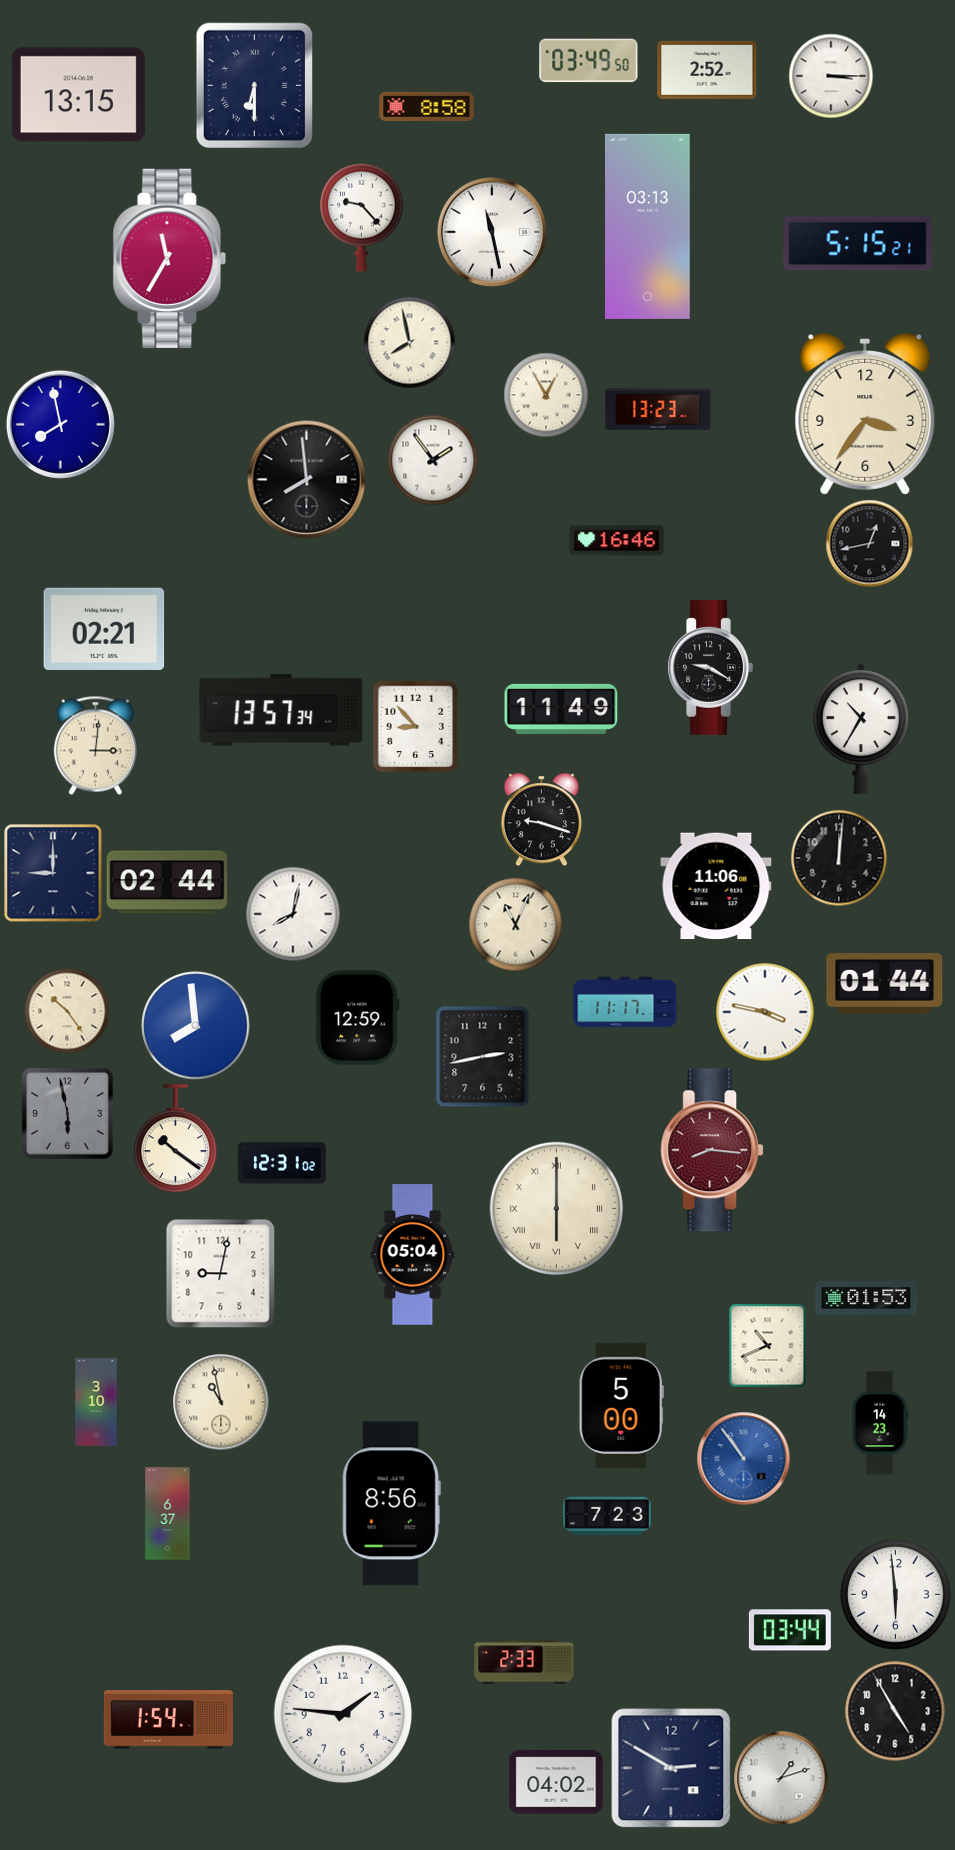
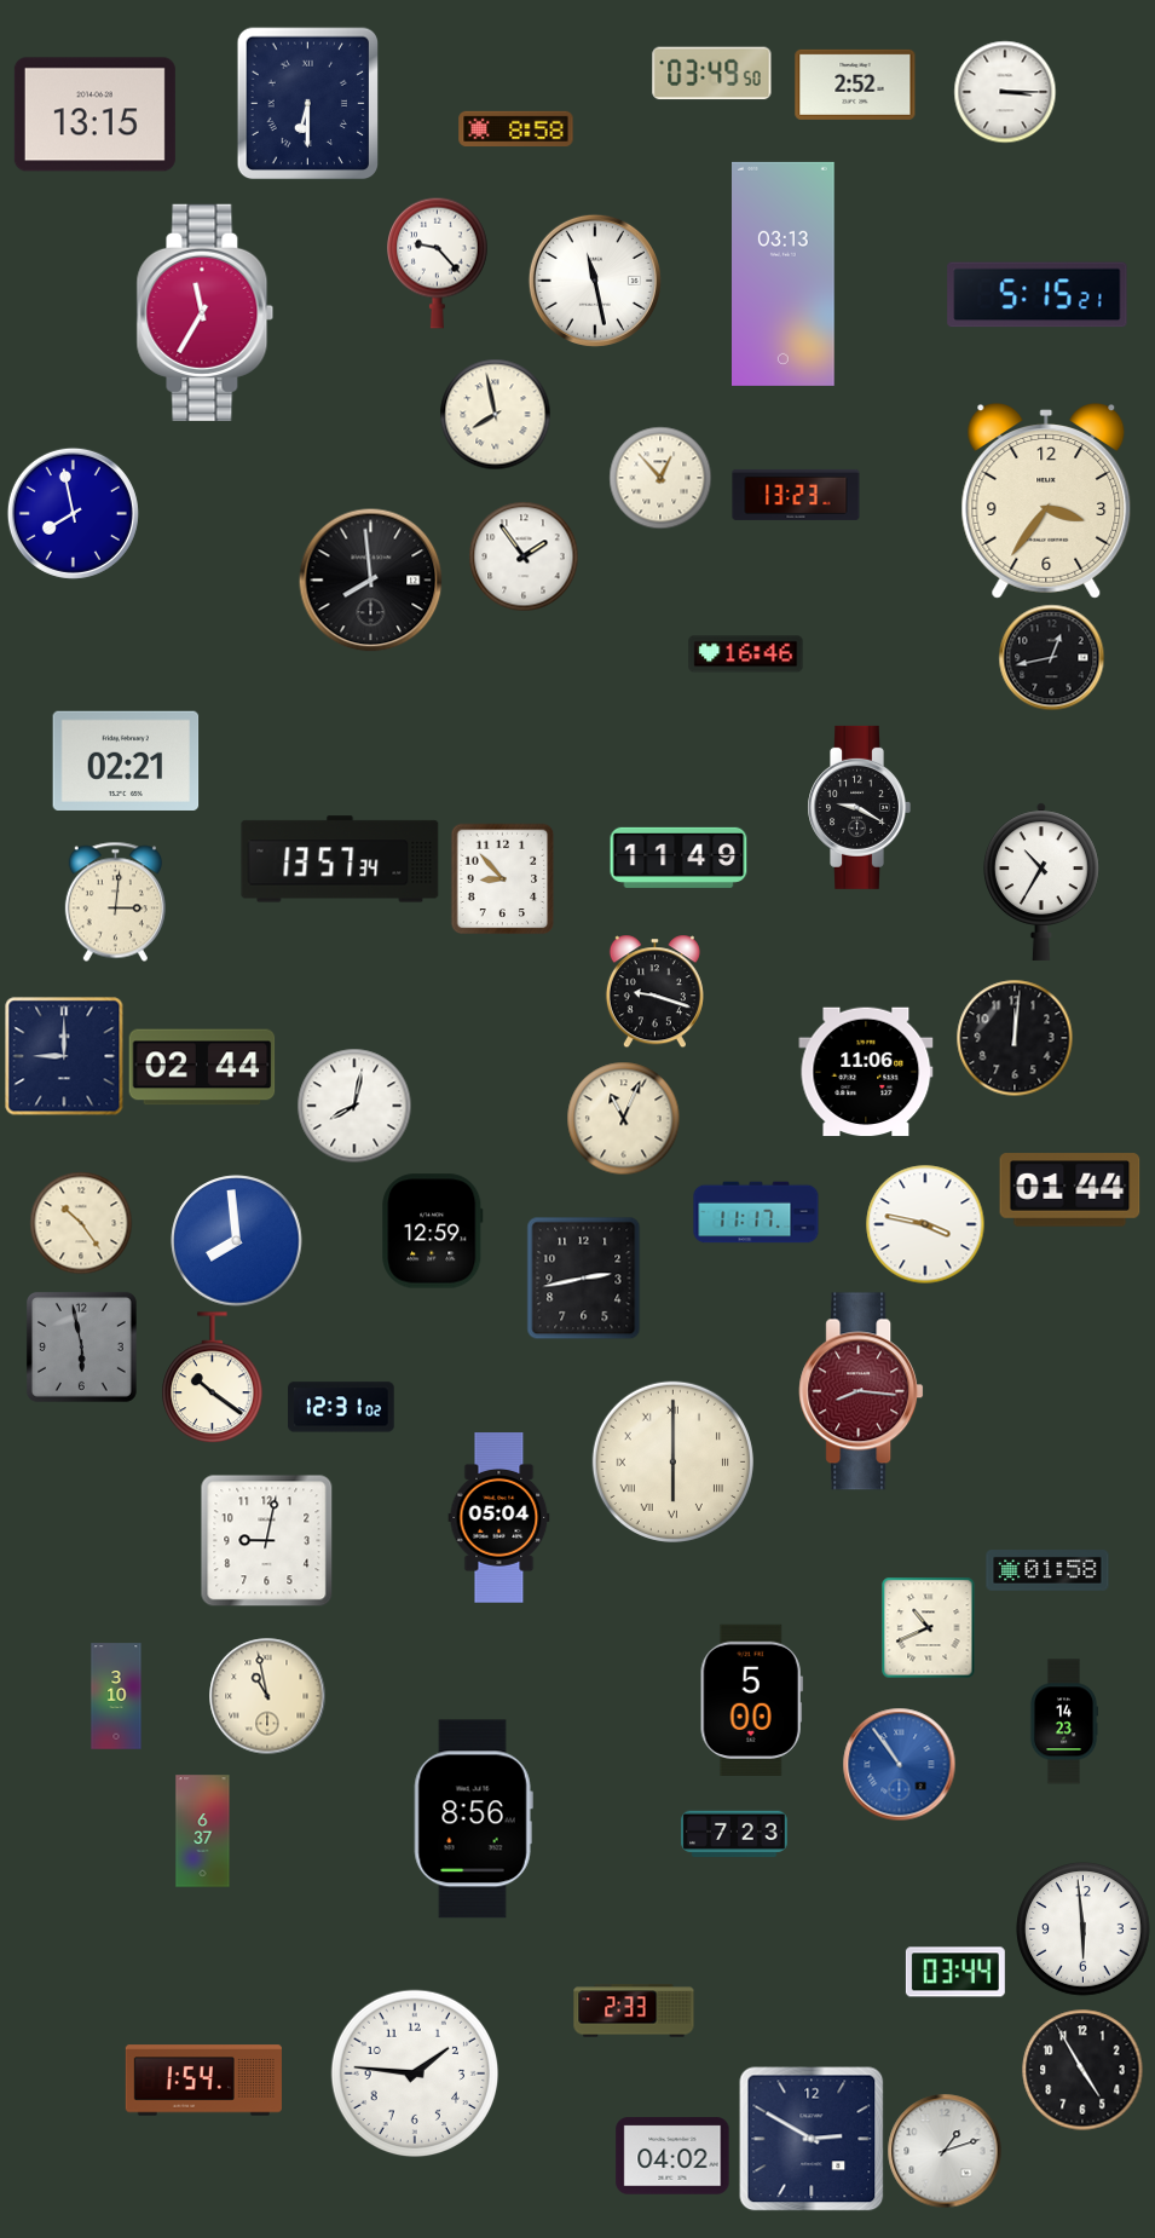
clock at (546, 395): 12:55 -> 12:53
clock at (866, 1298): 01:53 -> 01:58
